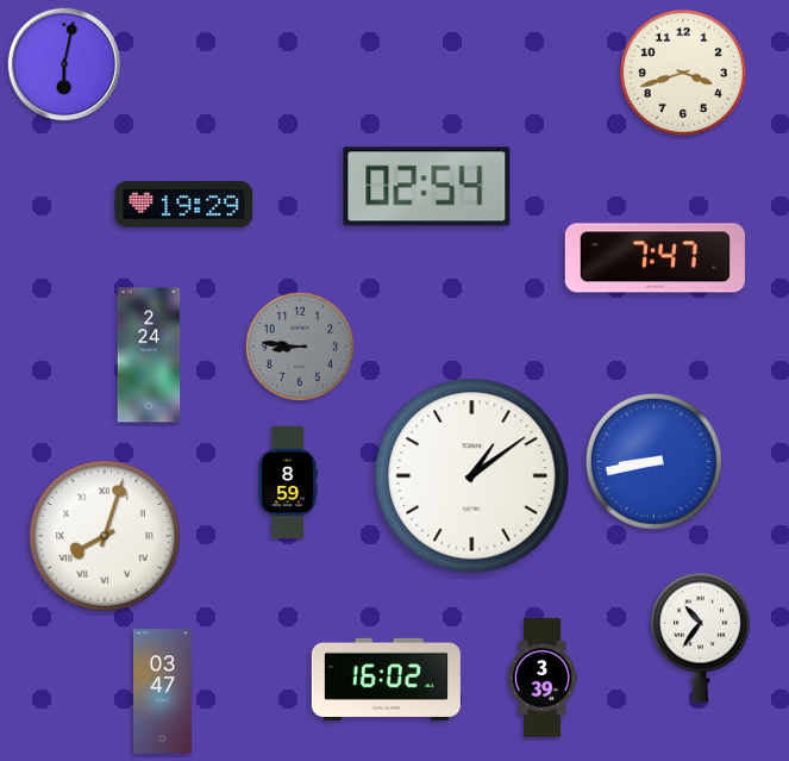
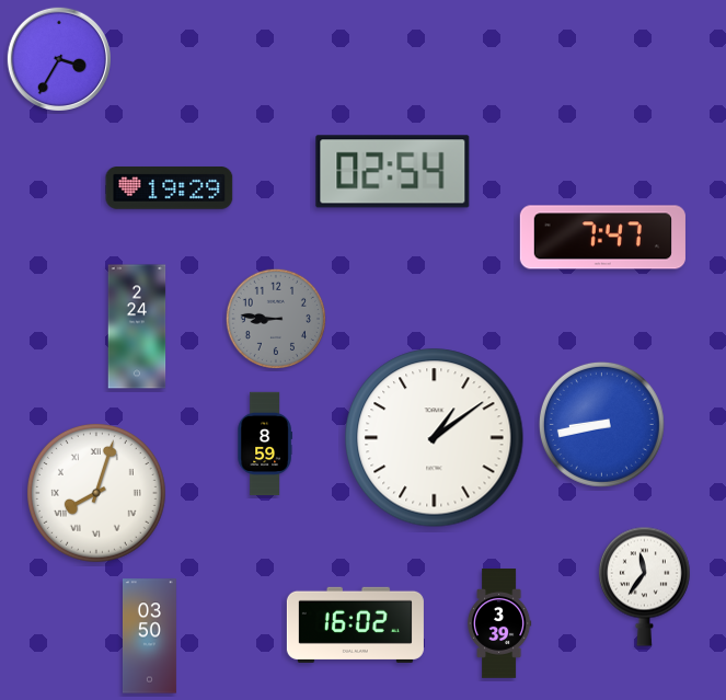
clock at (63, 63): 6:02 -> 3:35
clock at (683, 73): 3:42 -> none
clock at (700, 637): 10:36 -> 11:36
clock at (162, 692): 03:47 -> 03:50
